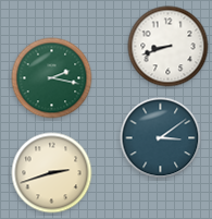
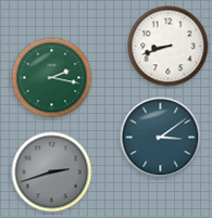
clock at (52, 173) dial: cream -> grey
